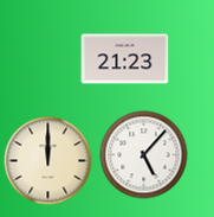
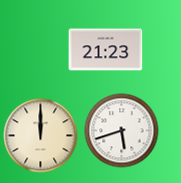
clock at (144, 155): 5:07 -> 5:42
